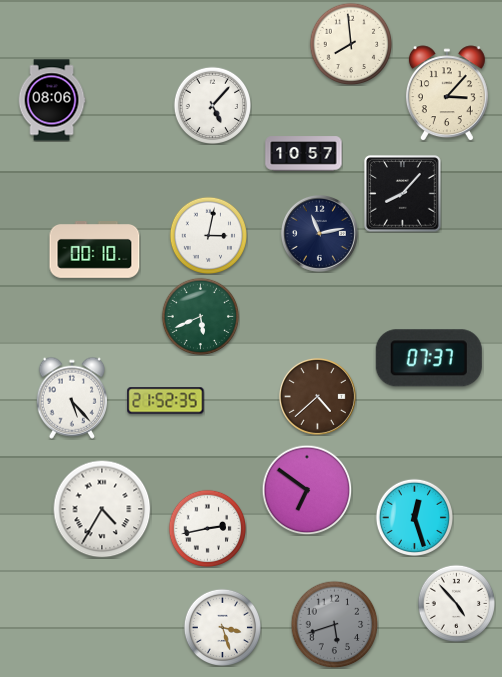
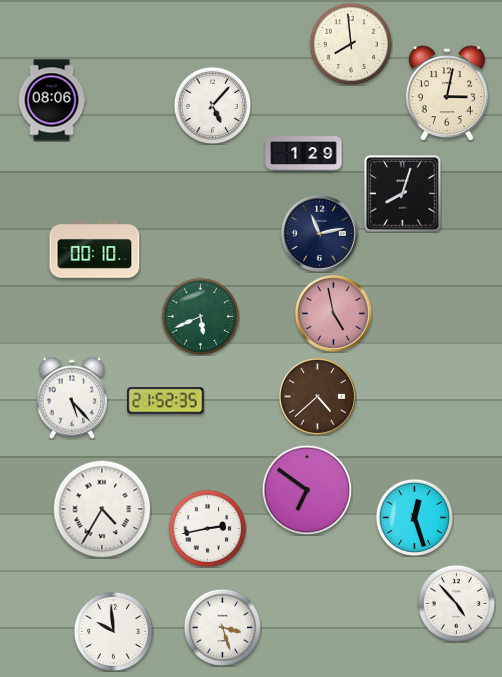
clock at (447, 93): 3:07 -> 3:02
clock at (304, 154): 10:57 -> 1:29
clock at (403, 194): 8:07 -> 8:03
clock at (208, 235): 3:02 -> none
clock at (333, 313): none -> 4:58
clock at (429, 358): 07:37 -> none
clock at (334, 624): 5:42 -> none
clock at (113, 631): none -> 9:59
